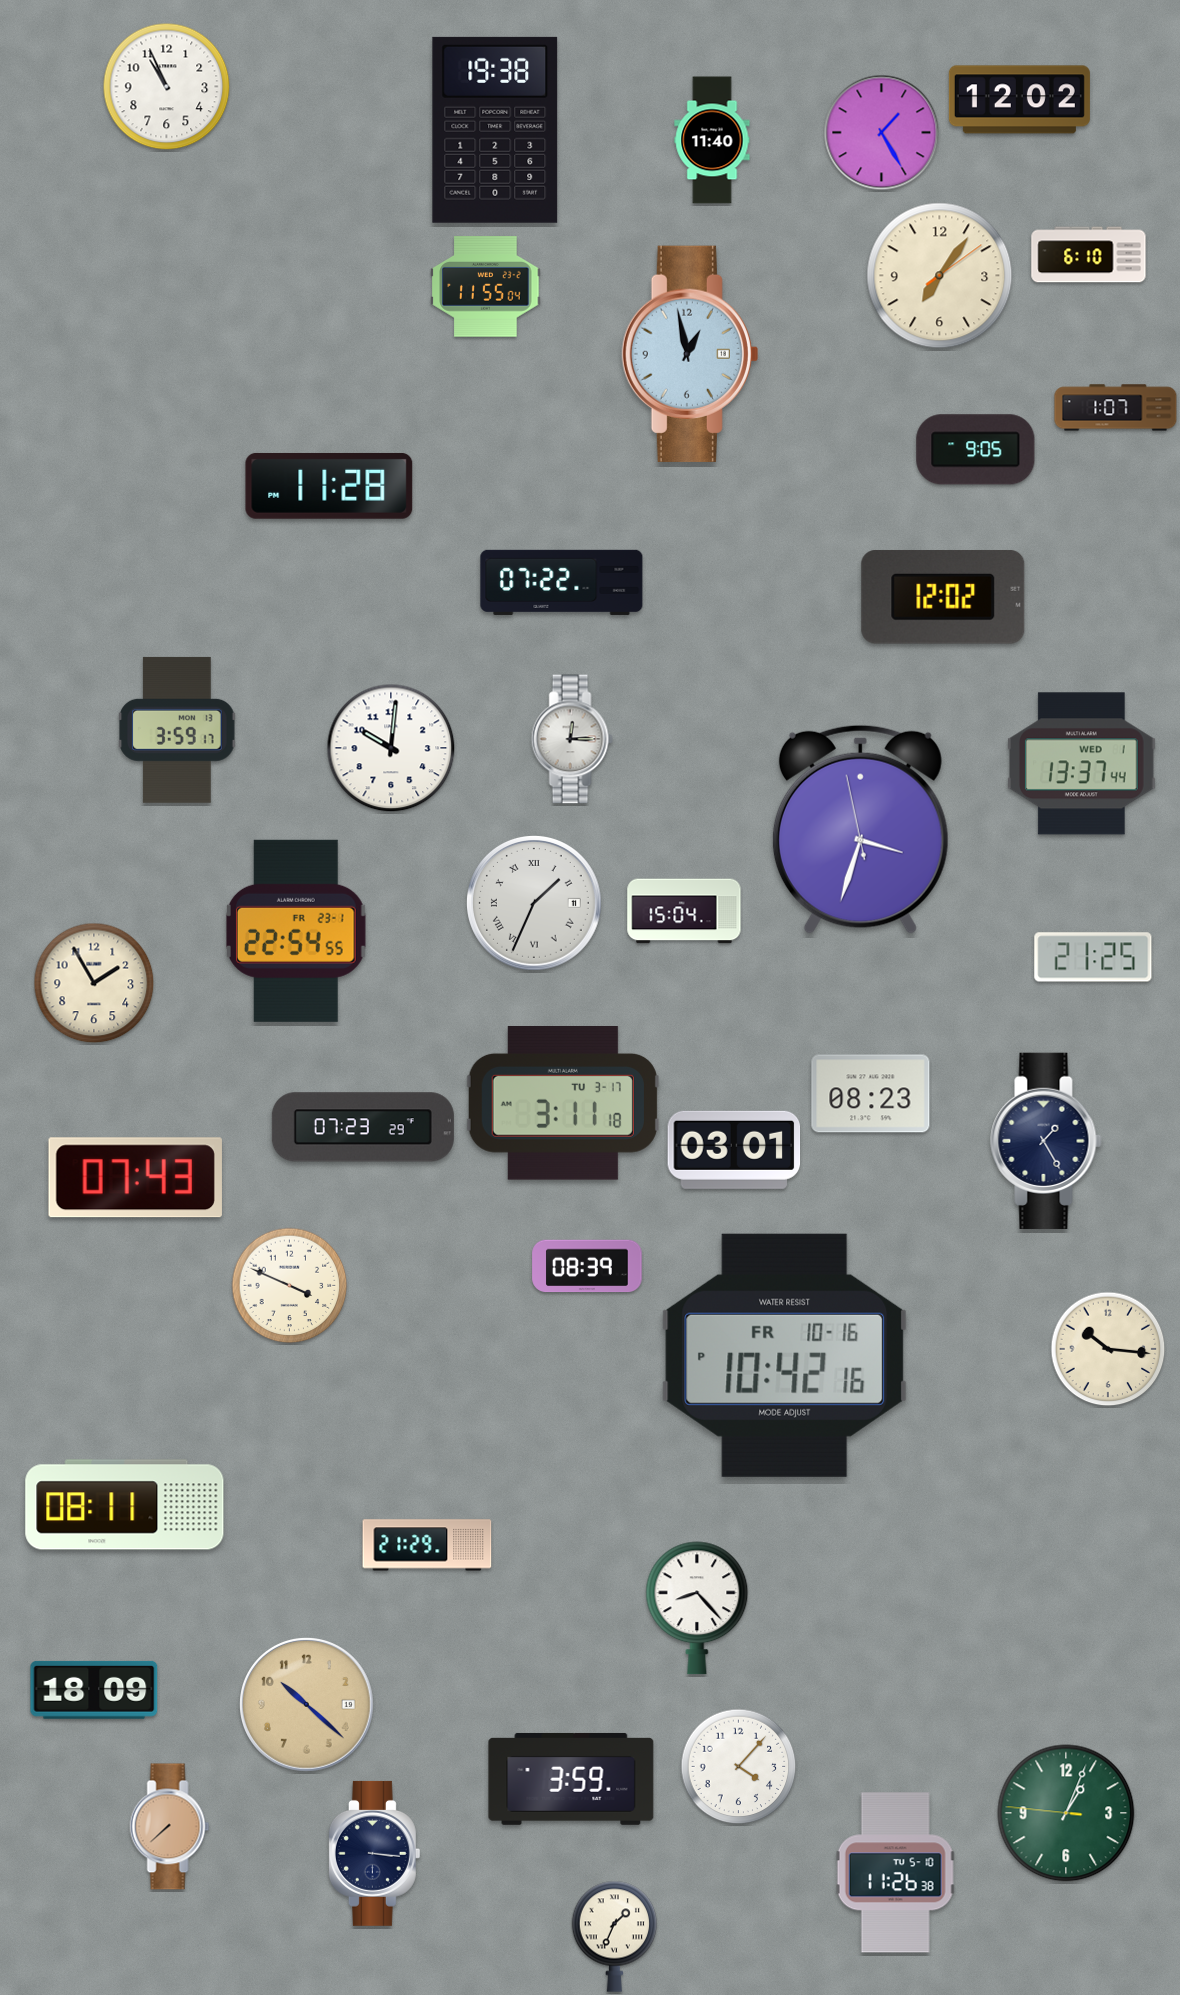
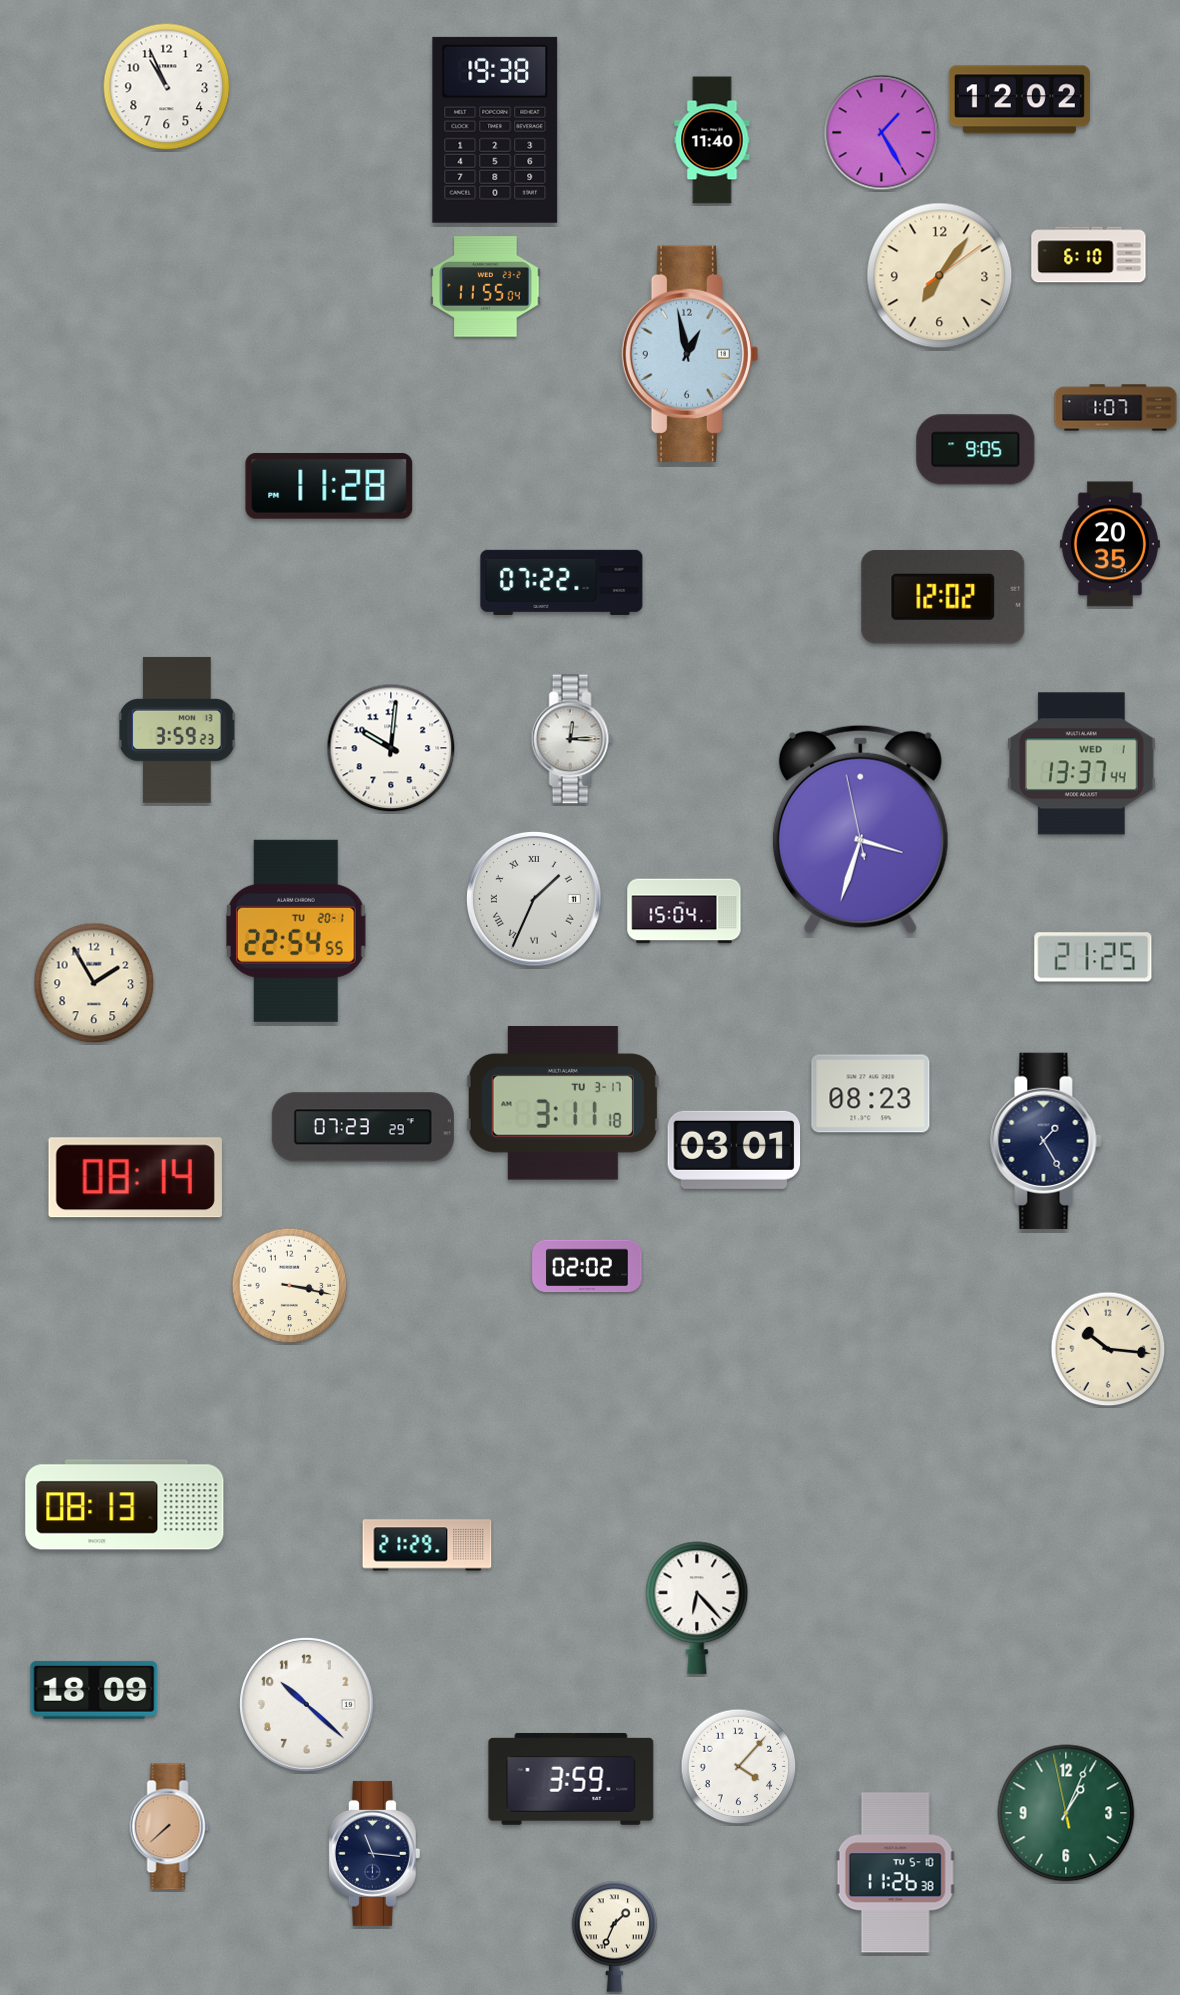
clock at (1110, 544): none -> 20:35
clock at (177, 730): 3:59:17 -> 3:59:23
clock at (534, 903) position: (534, 903) -> (534, 899)
clock at (296, 931) date: FR 23-1 -> TU 20-1
clock at (135, 1178): 07:43 -> 08:14
clock at (587, 1266): 08:39 -> 02:02
clock at (290, 1286): 3:49 -> 3:17
clock at (785, 1355): 10:42 -> none
clock at (125, 1505): 08:11 -> 08:13
clock at (697, 1608): 8:23 -> 6:23
clock at (307, 1705) dial: champagne -> white
clock at (1066, 1813): 1:03:46 -> 1:03:58
clock at (374, 1853): 3:16 -> 11:16
